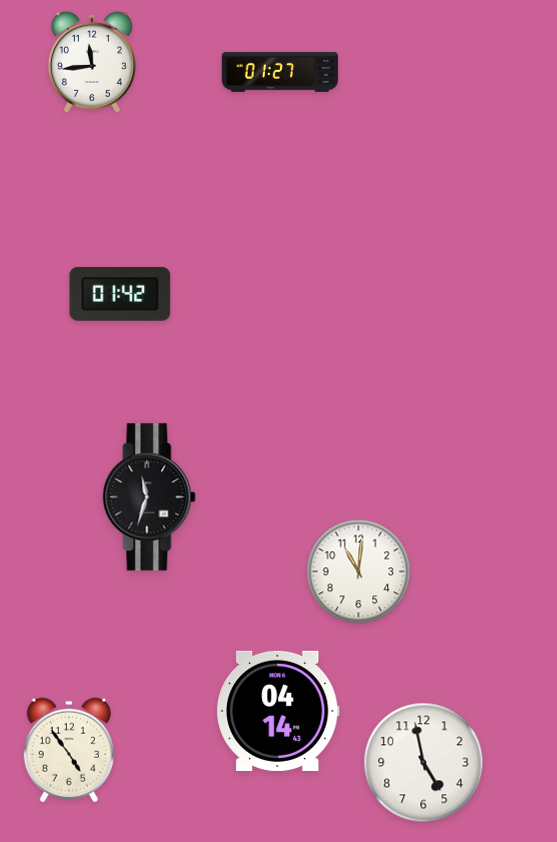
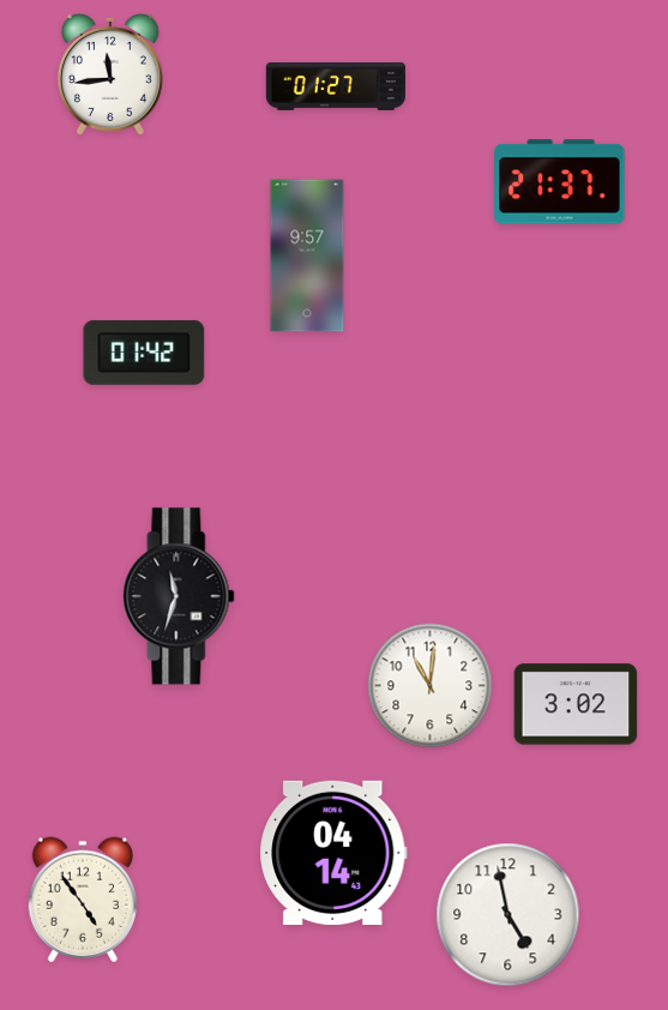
clock at (560, 182): none -> 21:37
clock at (307, 255): none -> 9:57
clock at (576, 704): none -> 3:02
